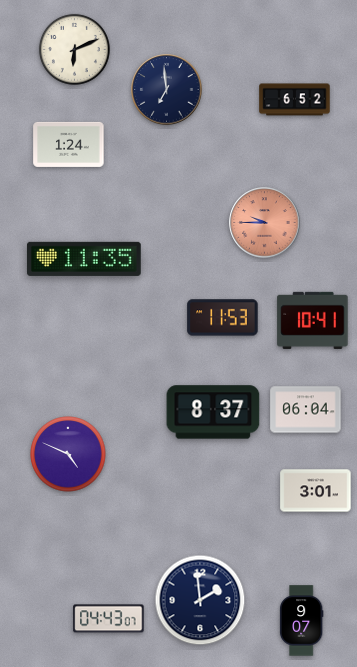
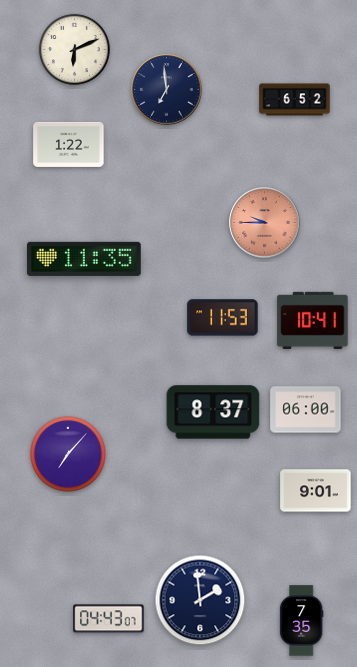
clock at (69, 144): 1:24 -> 1:22
clock at (306, 410): 06:04 -> 06:00
clock at (68, 454): 4:49 -> 7:07
clock at (316, 491): 3:01 -> 9:01
clock at (301, 621): 9:07 -> 7:35
